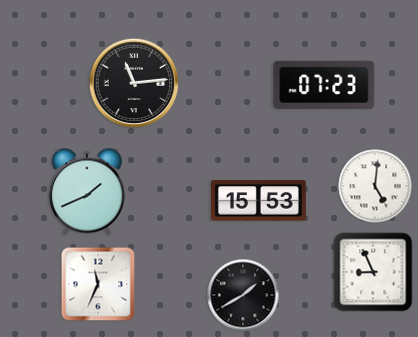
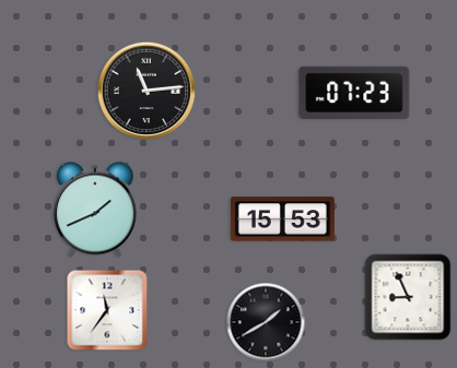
clock at (375, 186): 5:01 -> none
clock at (98, 284): 11:34 -> 11:36
